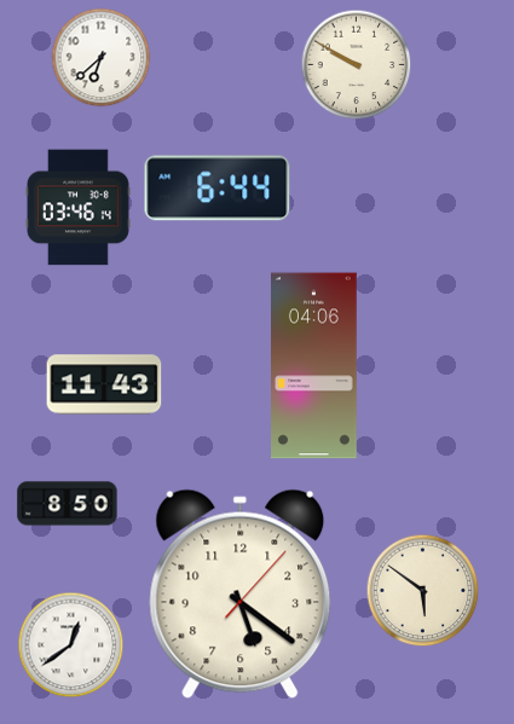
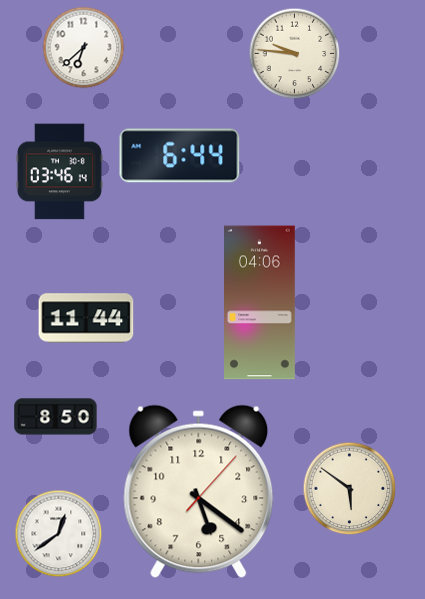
clock at (357, 65): 9:50 -> 9:46
clock at (77, 208) position: (77, 208) -> (59, 172)
clock at (104, 384): 11:43 -> 11:44
